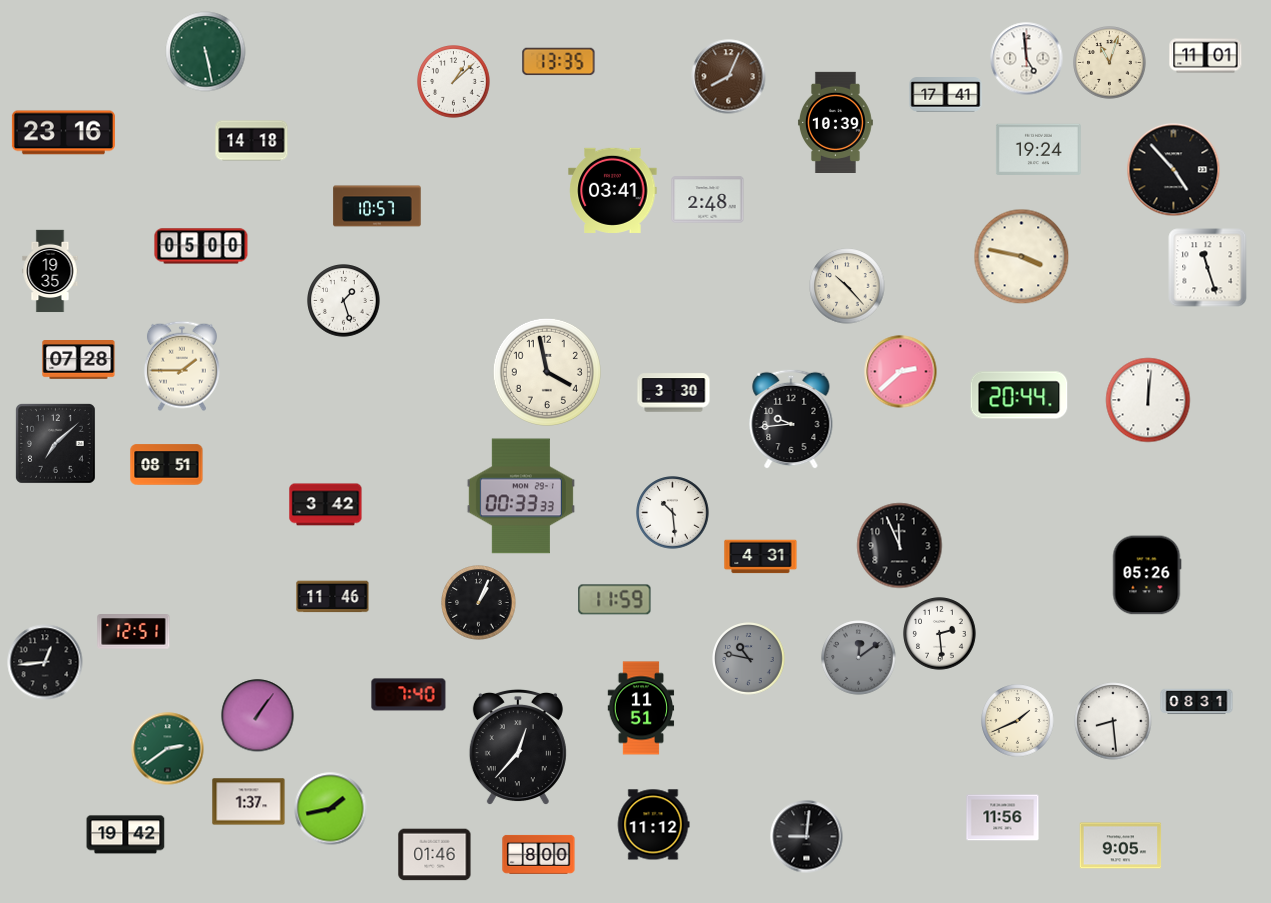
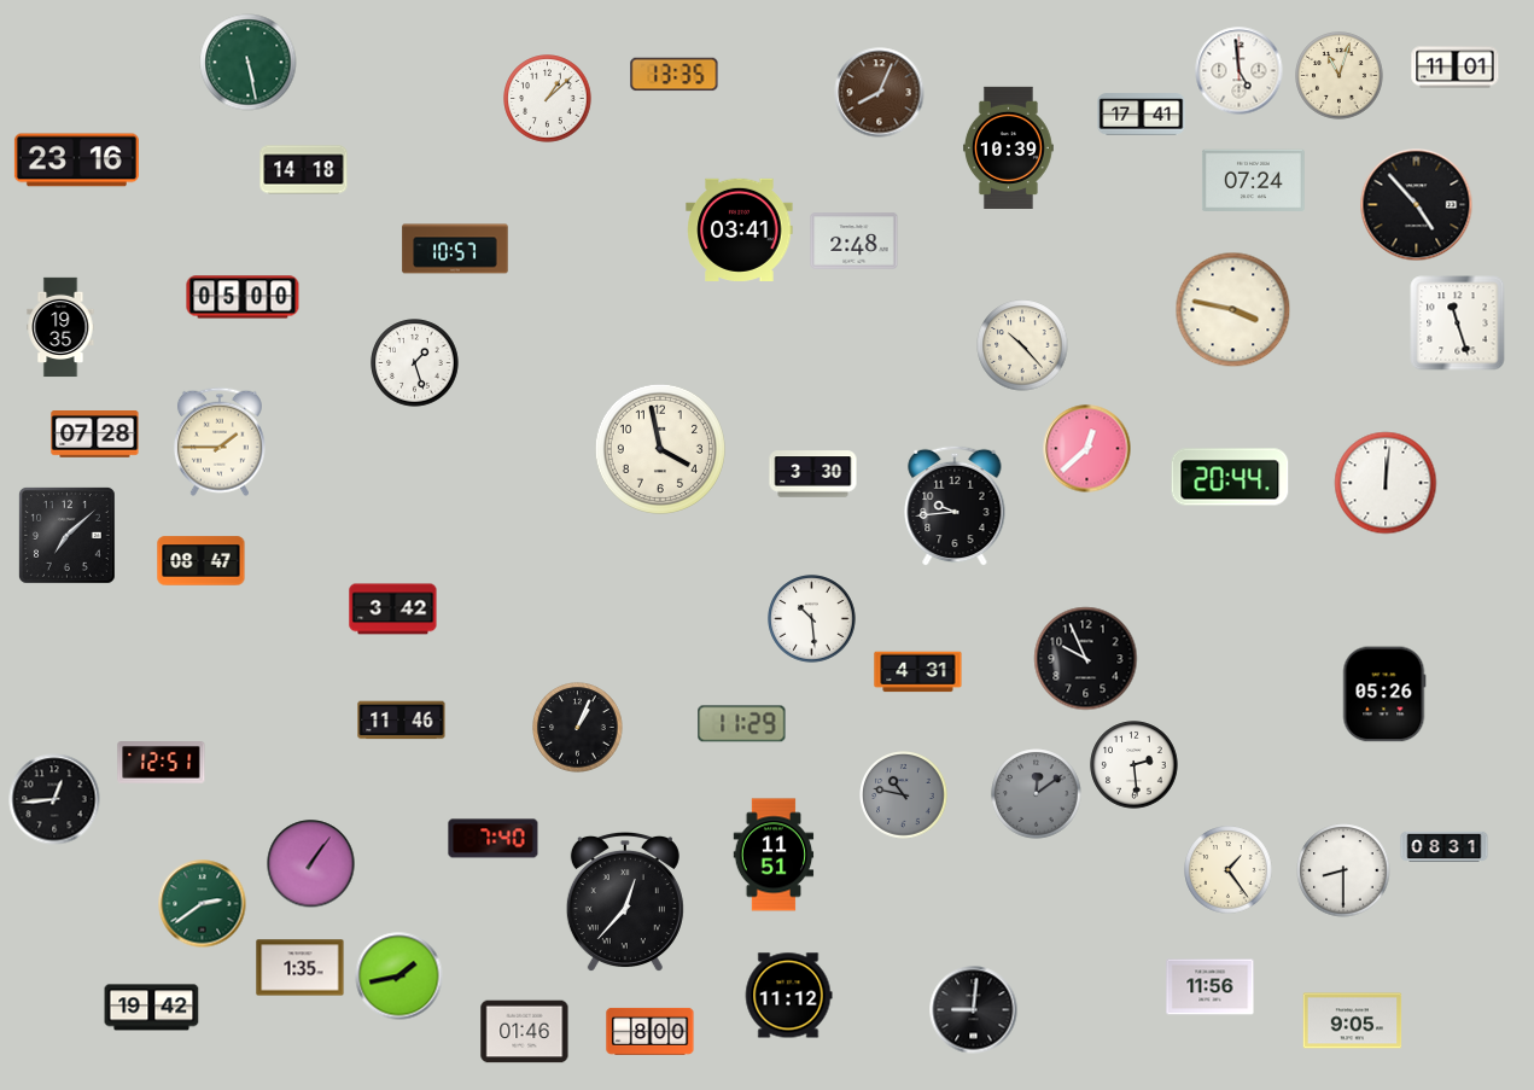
clock at (1038, 149): 19:24 -> 07:24
clock at (901, 372): 2:38 -> 12:38
clock at (167, 465): 08:51 -> 08:47
clock at (521, 496): 00:33 -> none
clock at (900, 546): 11:56 -> 9:56
clock at (615, 600): 11:59 -> 11:29
clock at (1018, 721): 1:41 -> 1:24
clock at (1113, 721): 8:29 -> 8:30
clock at (249, 802): 1:37 -> 1:35
